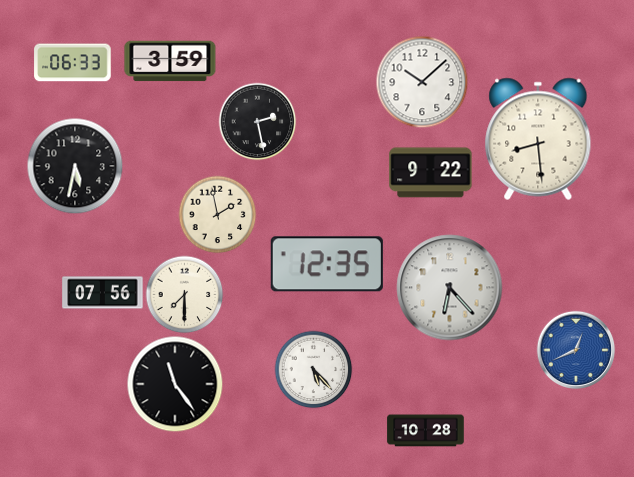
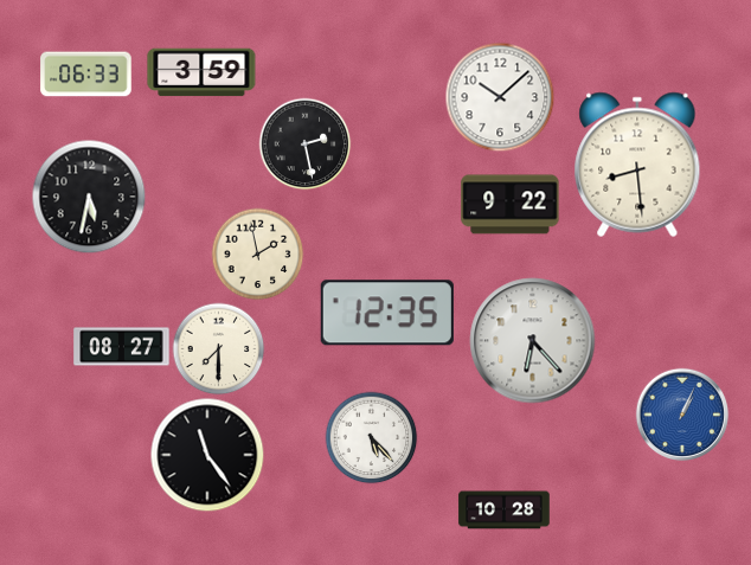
clock at (103, 293): 07:56 -> 08:27
clock at (576, 350): 12:41 -> 1:04
